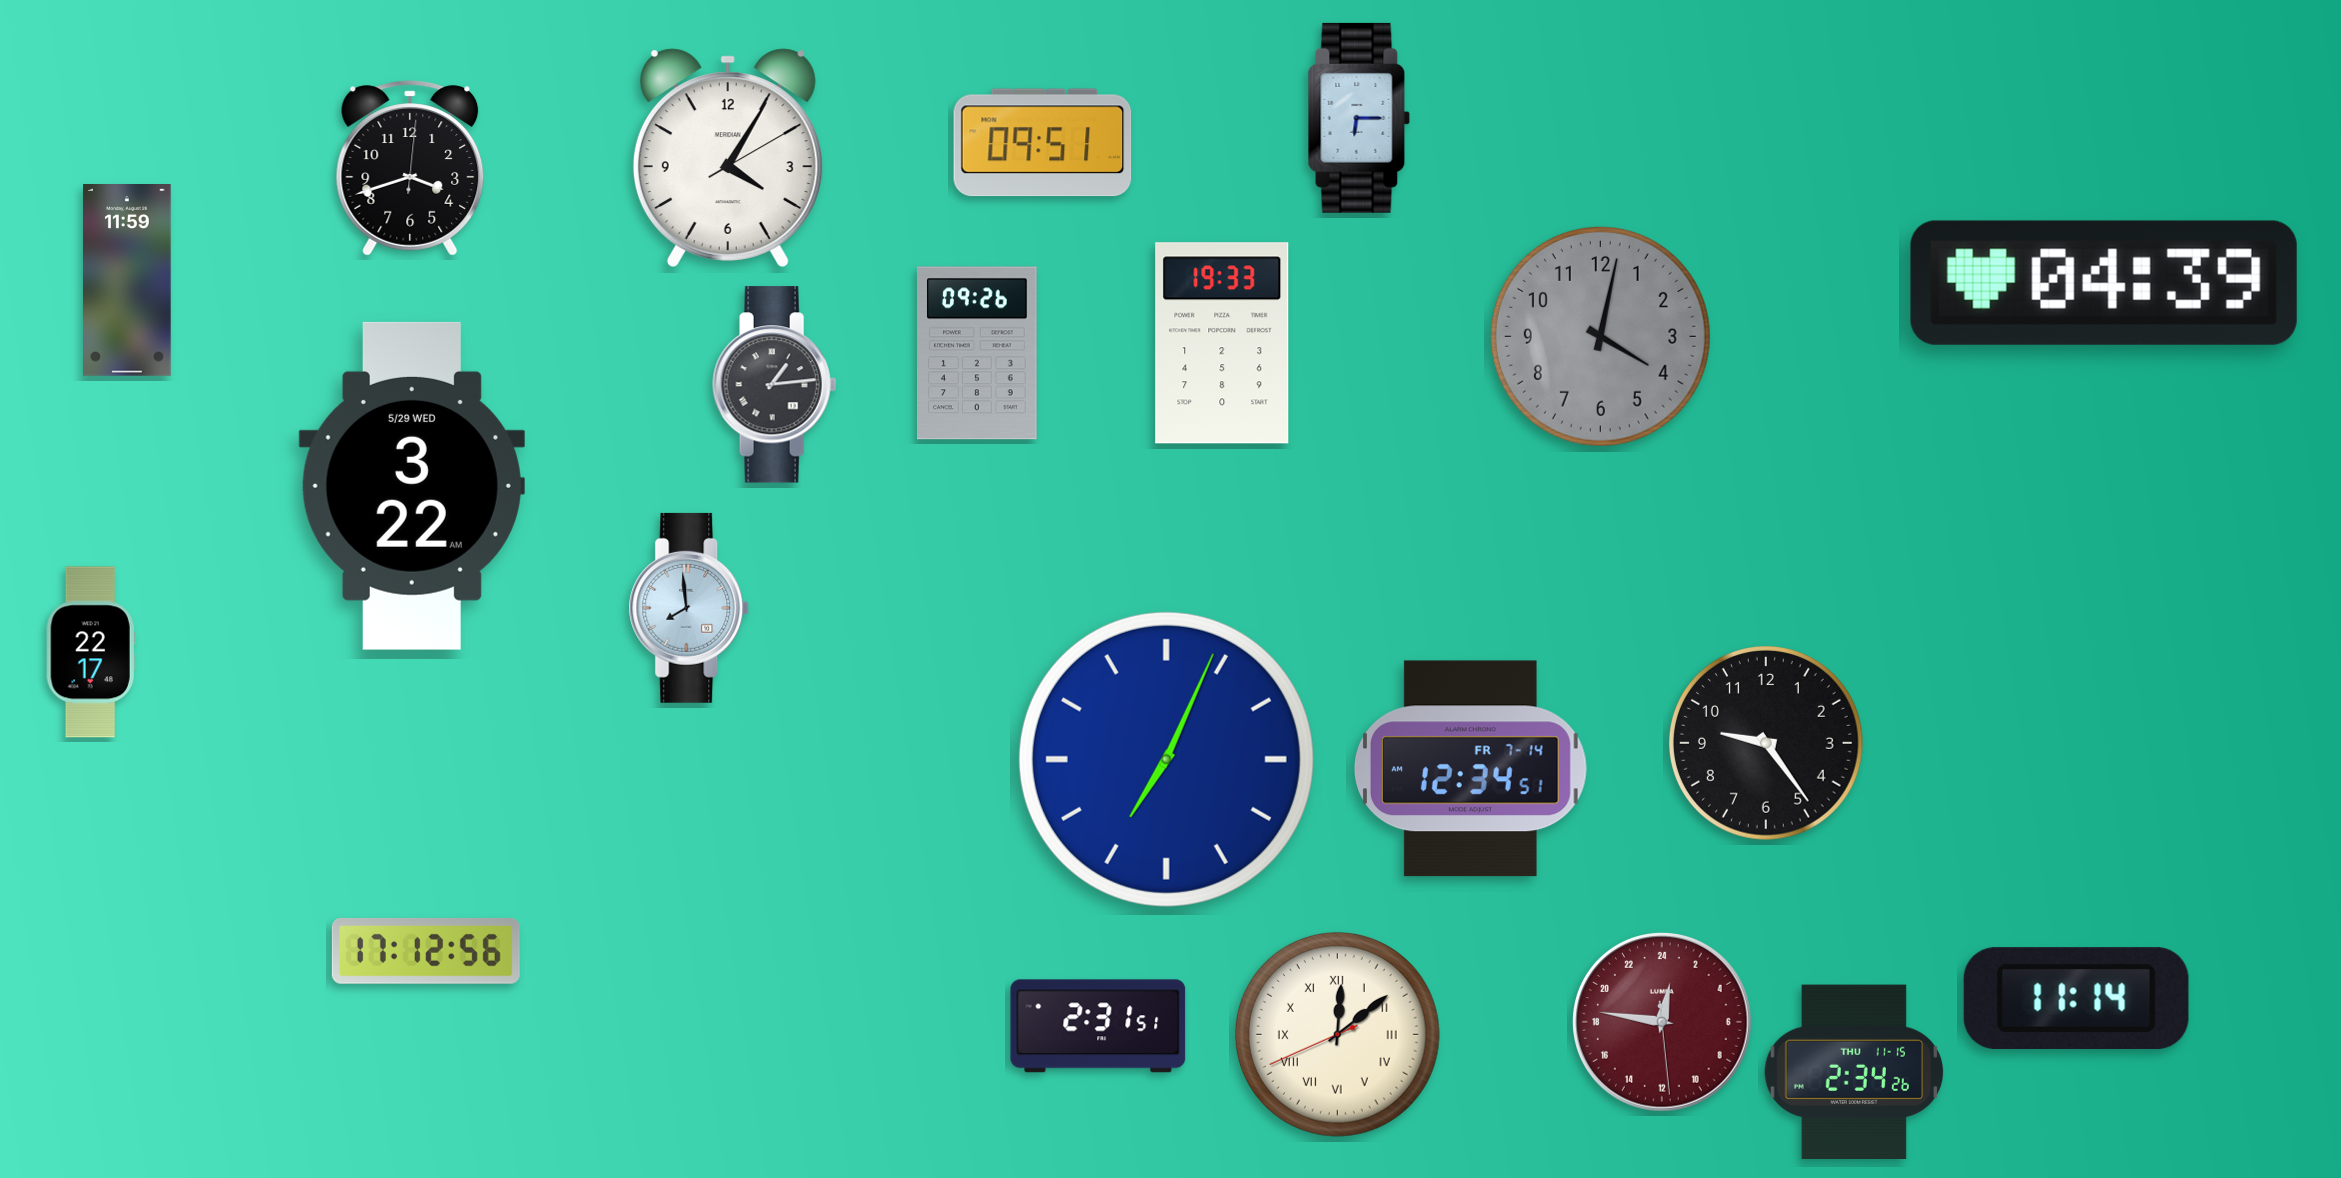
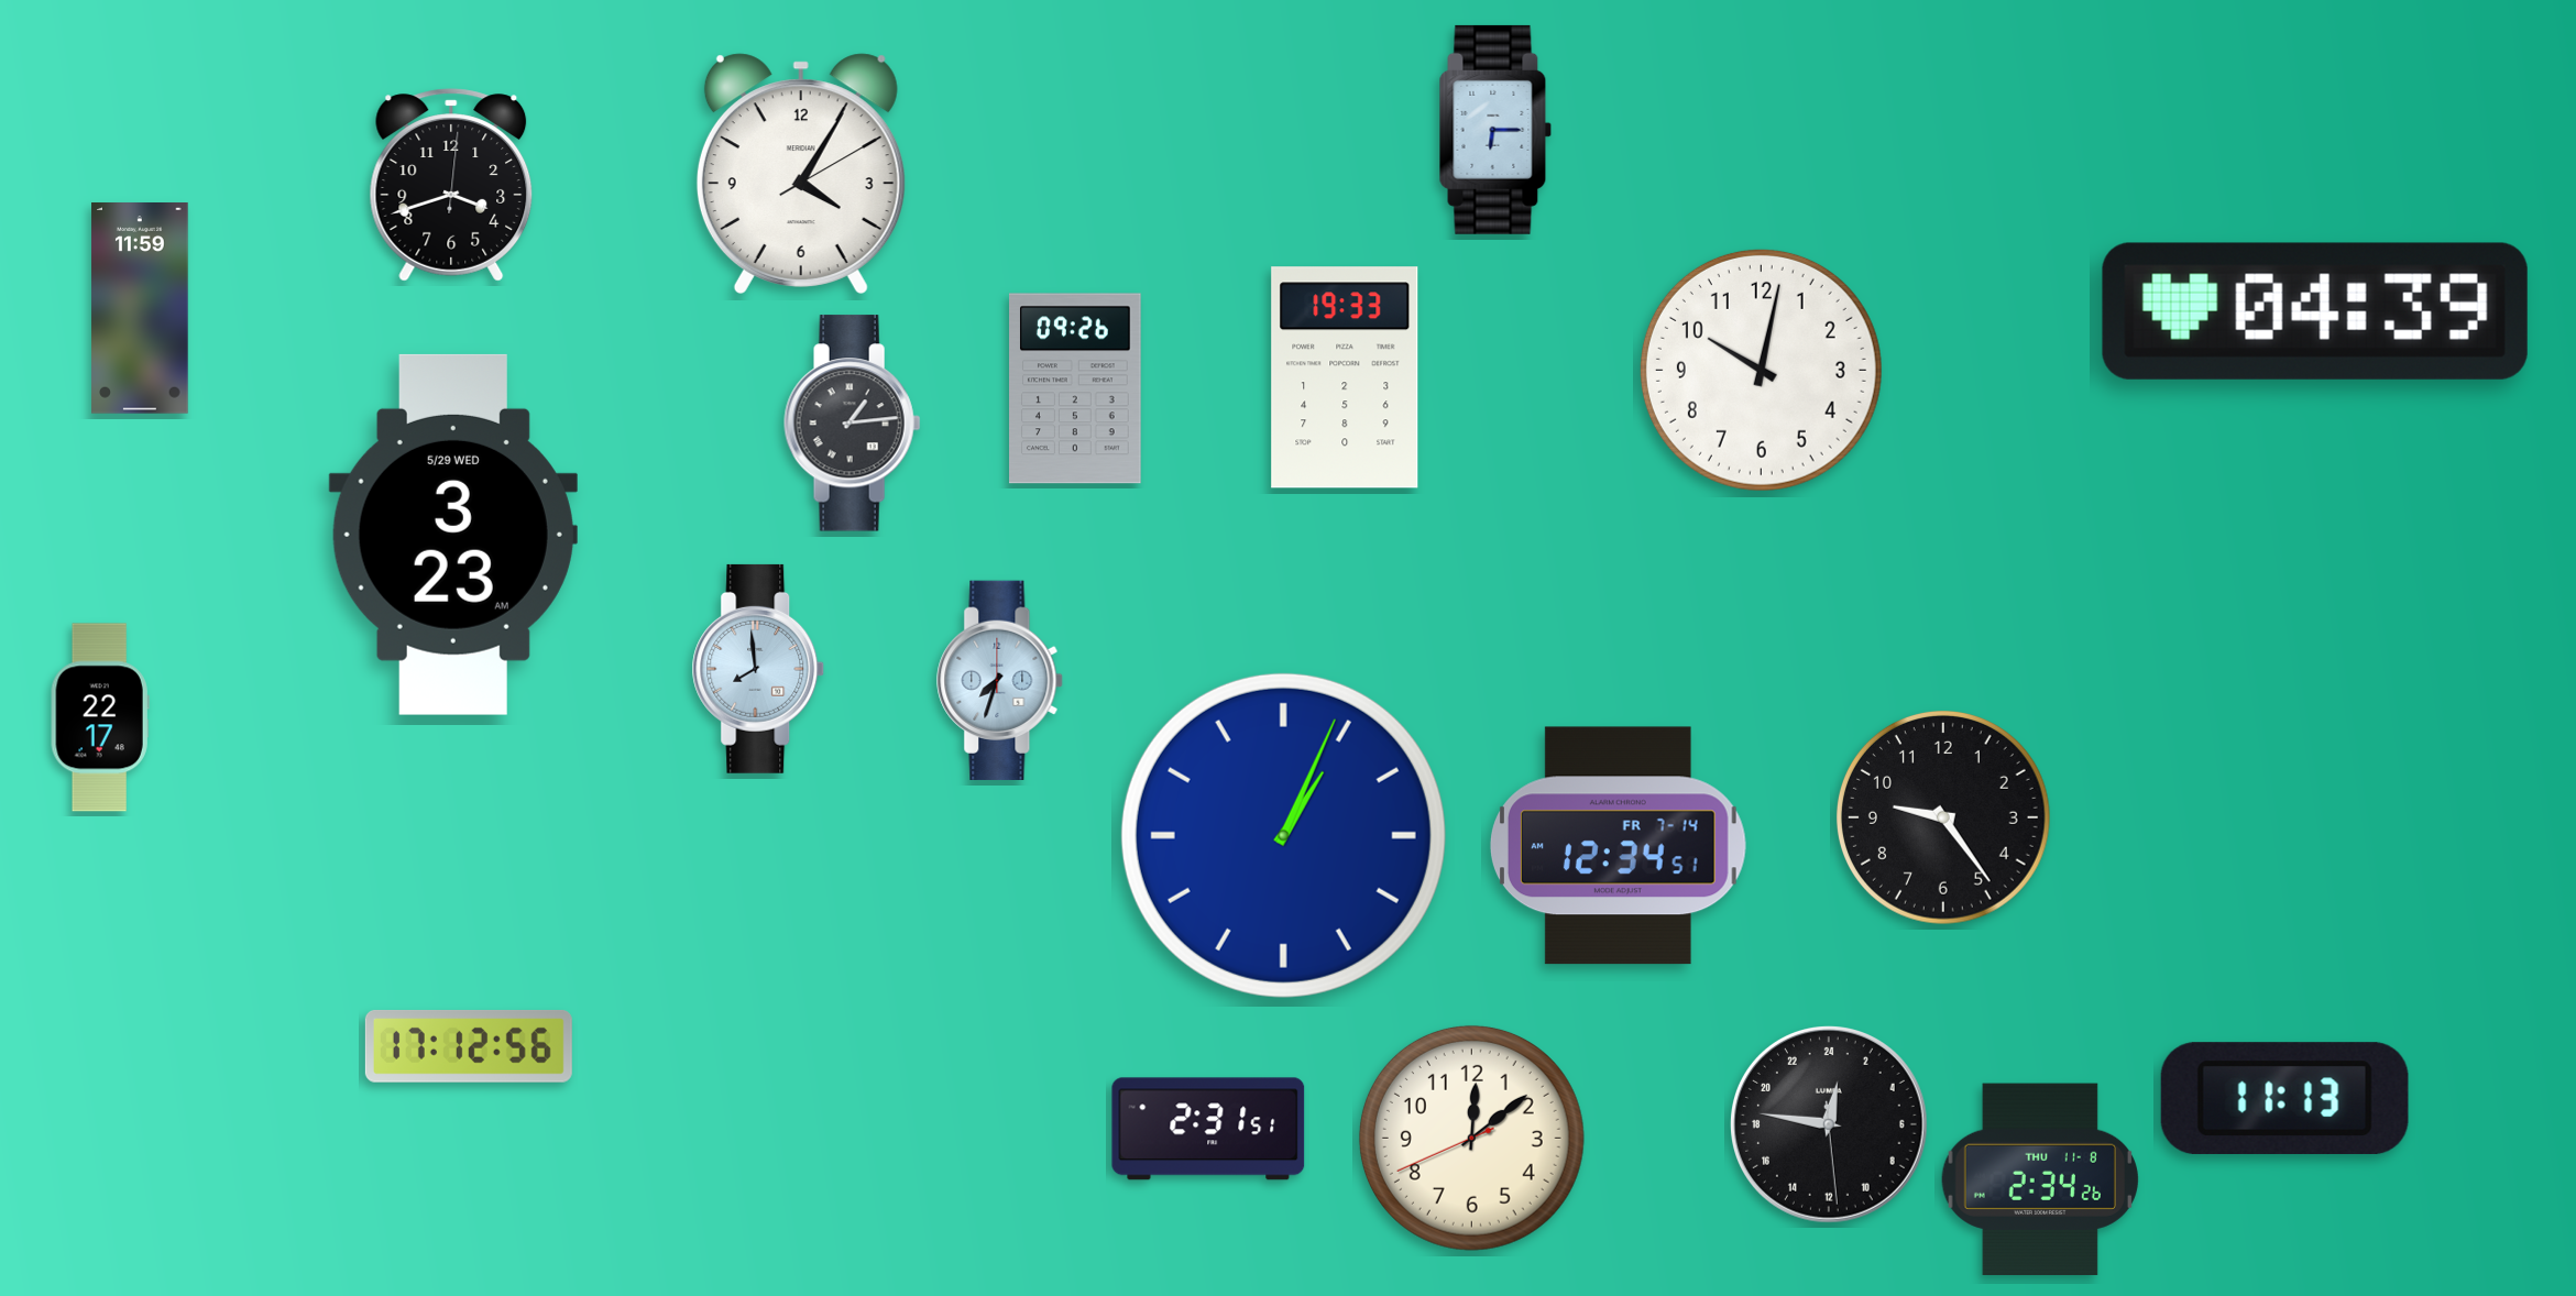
clock at (1043, 143): 09:51 -> none
clock at (1600, 336): 4:02 -> 10:02
clock at (1600, 336) dial: grey -> white
clock at (412, 486): 3:22 -> 3:23
clock at (1000, 680): none -> 7:33
clock at (1166, 759): 7:04 -> 1:04
clock at (2076, 998): 11:14 -> 11:13
clock at (1663, 1023) dial: burgundy -> black
clock at (1337, 1034) numerals: Roman -> Arabic
clock at (1854, 1071) date: THU 11-15 -> THU 11-8
